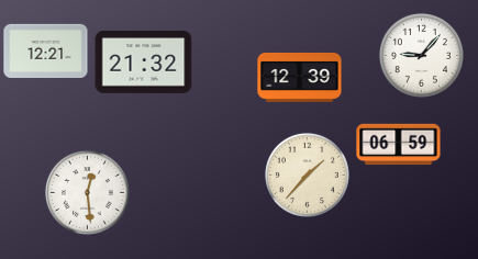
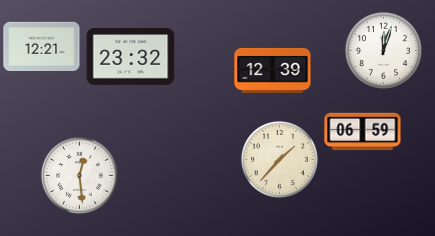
clock at (421, 55): 9:07 -> 12:03
clock at (144, 61): 21:32 -> 23:32
